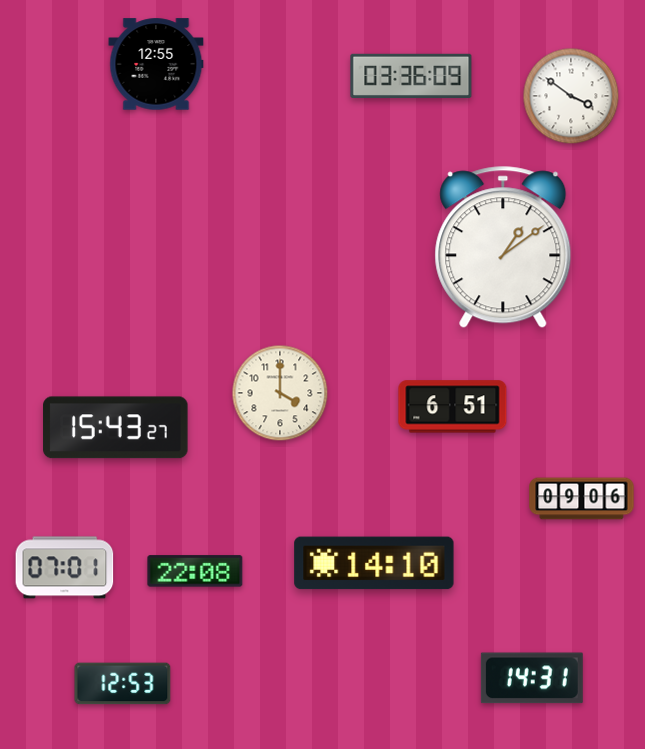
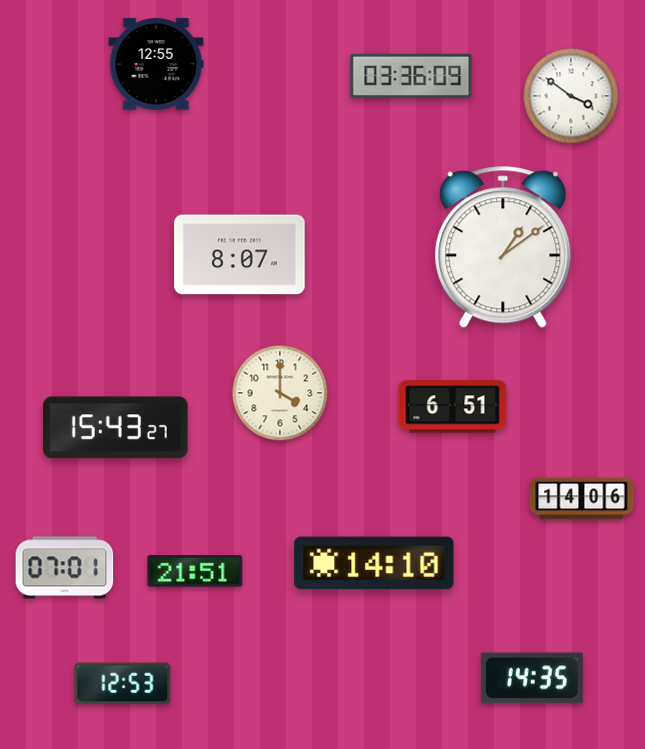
clock at (240, 255): none -> 8:07
clock at (582, 499): 09:06 -> 14:06
clock at (195, 571): 22:08 -> 21:51
clock at (532, 678): 14:31 -> 14:35
